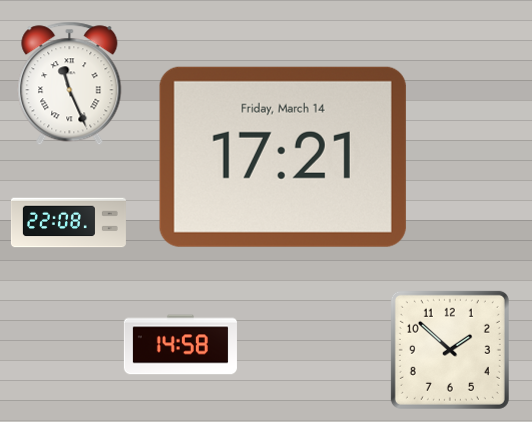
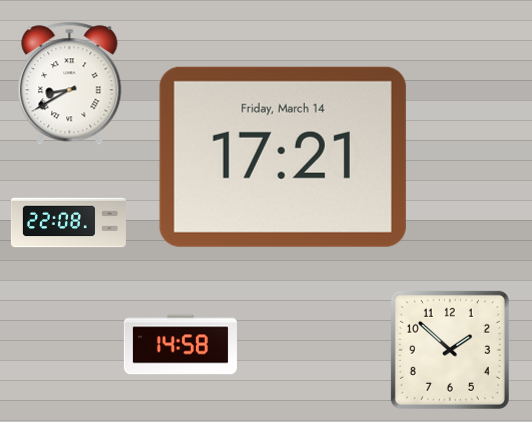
clock at (70, 84): 11:26 -> 8:40
